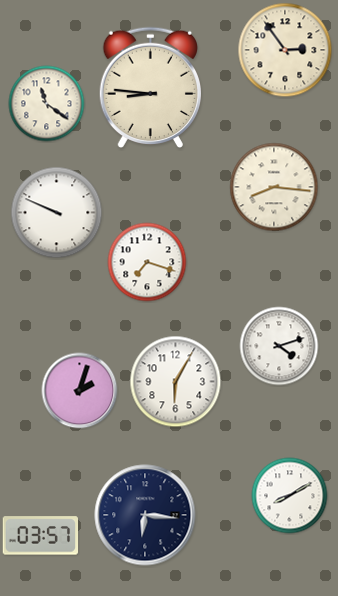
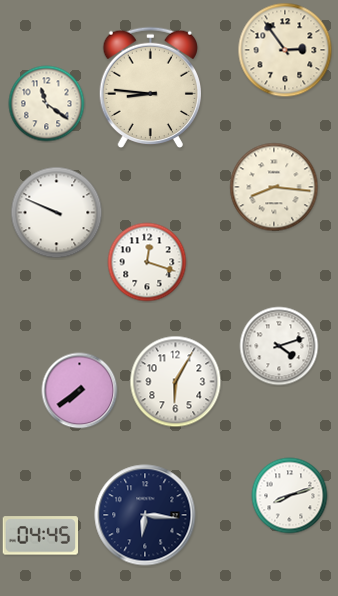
clock at (147, 262): 7:18 -> 12:18
clock at (80, 391): 2:03 -> 7:39
clock at (290, 496): 8:10 -> 8:12
clock at (41, 536): 03:57 -> 04:45
